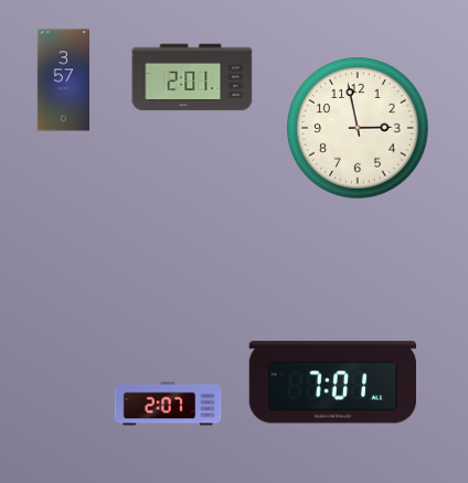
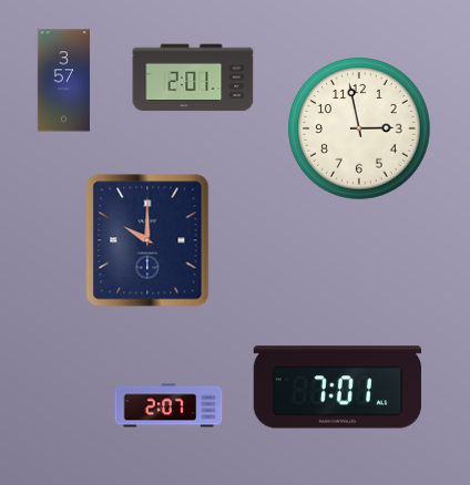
clock at (147, 240): none -> 10:00
clock at (332, 383) position: (332, 383) -> (337, 388)
